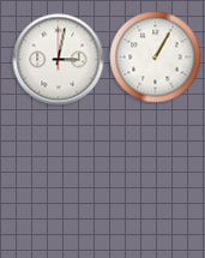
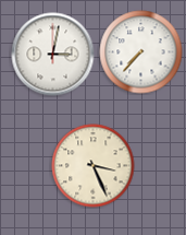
clock at (156, 58): 1:05 -> 7:37
clock at (94, 166): none -> 3:26
